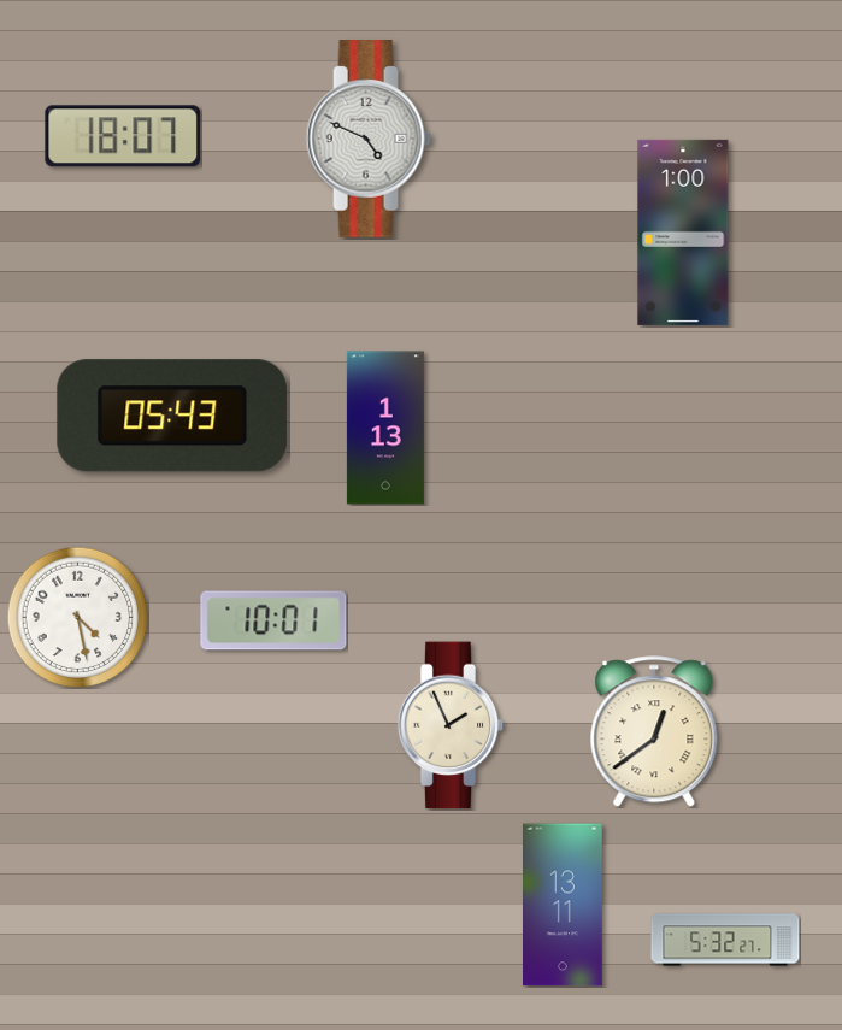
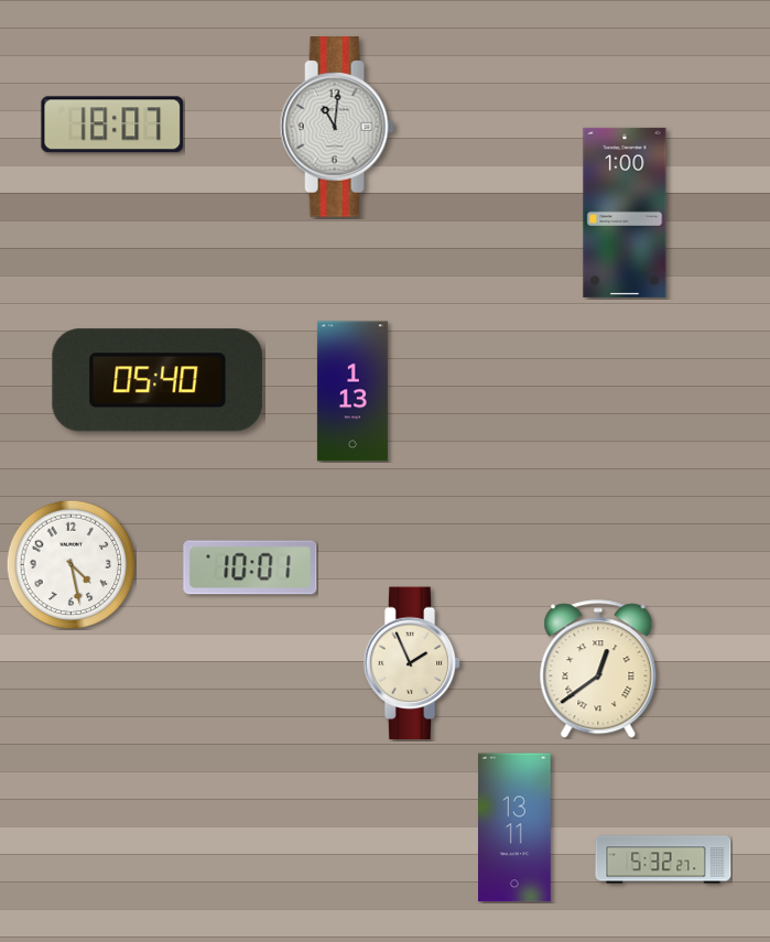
clock at (369, 140): 4:49 -> 11:01
clock at (172, 416): 05:43 -> 05:40
